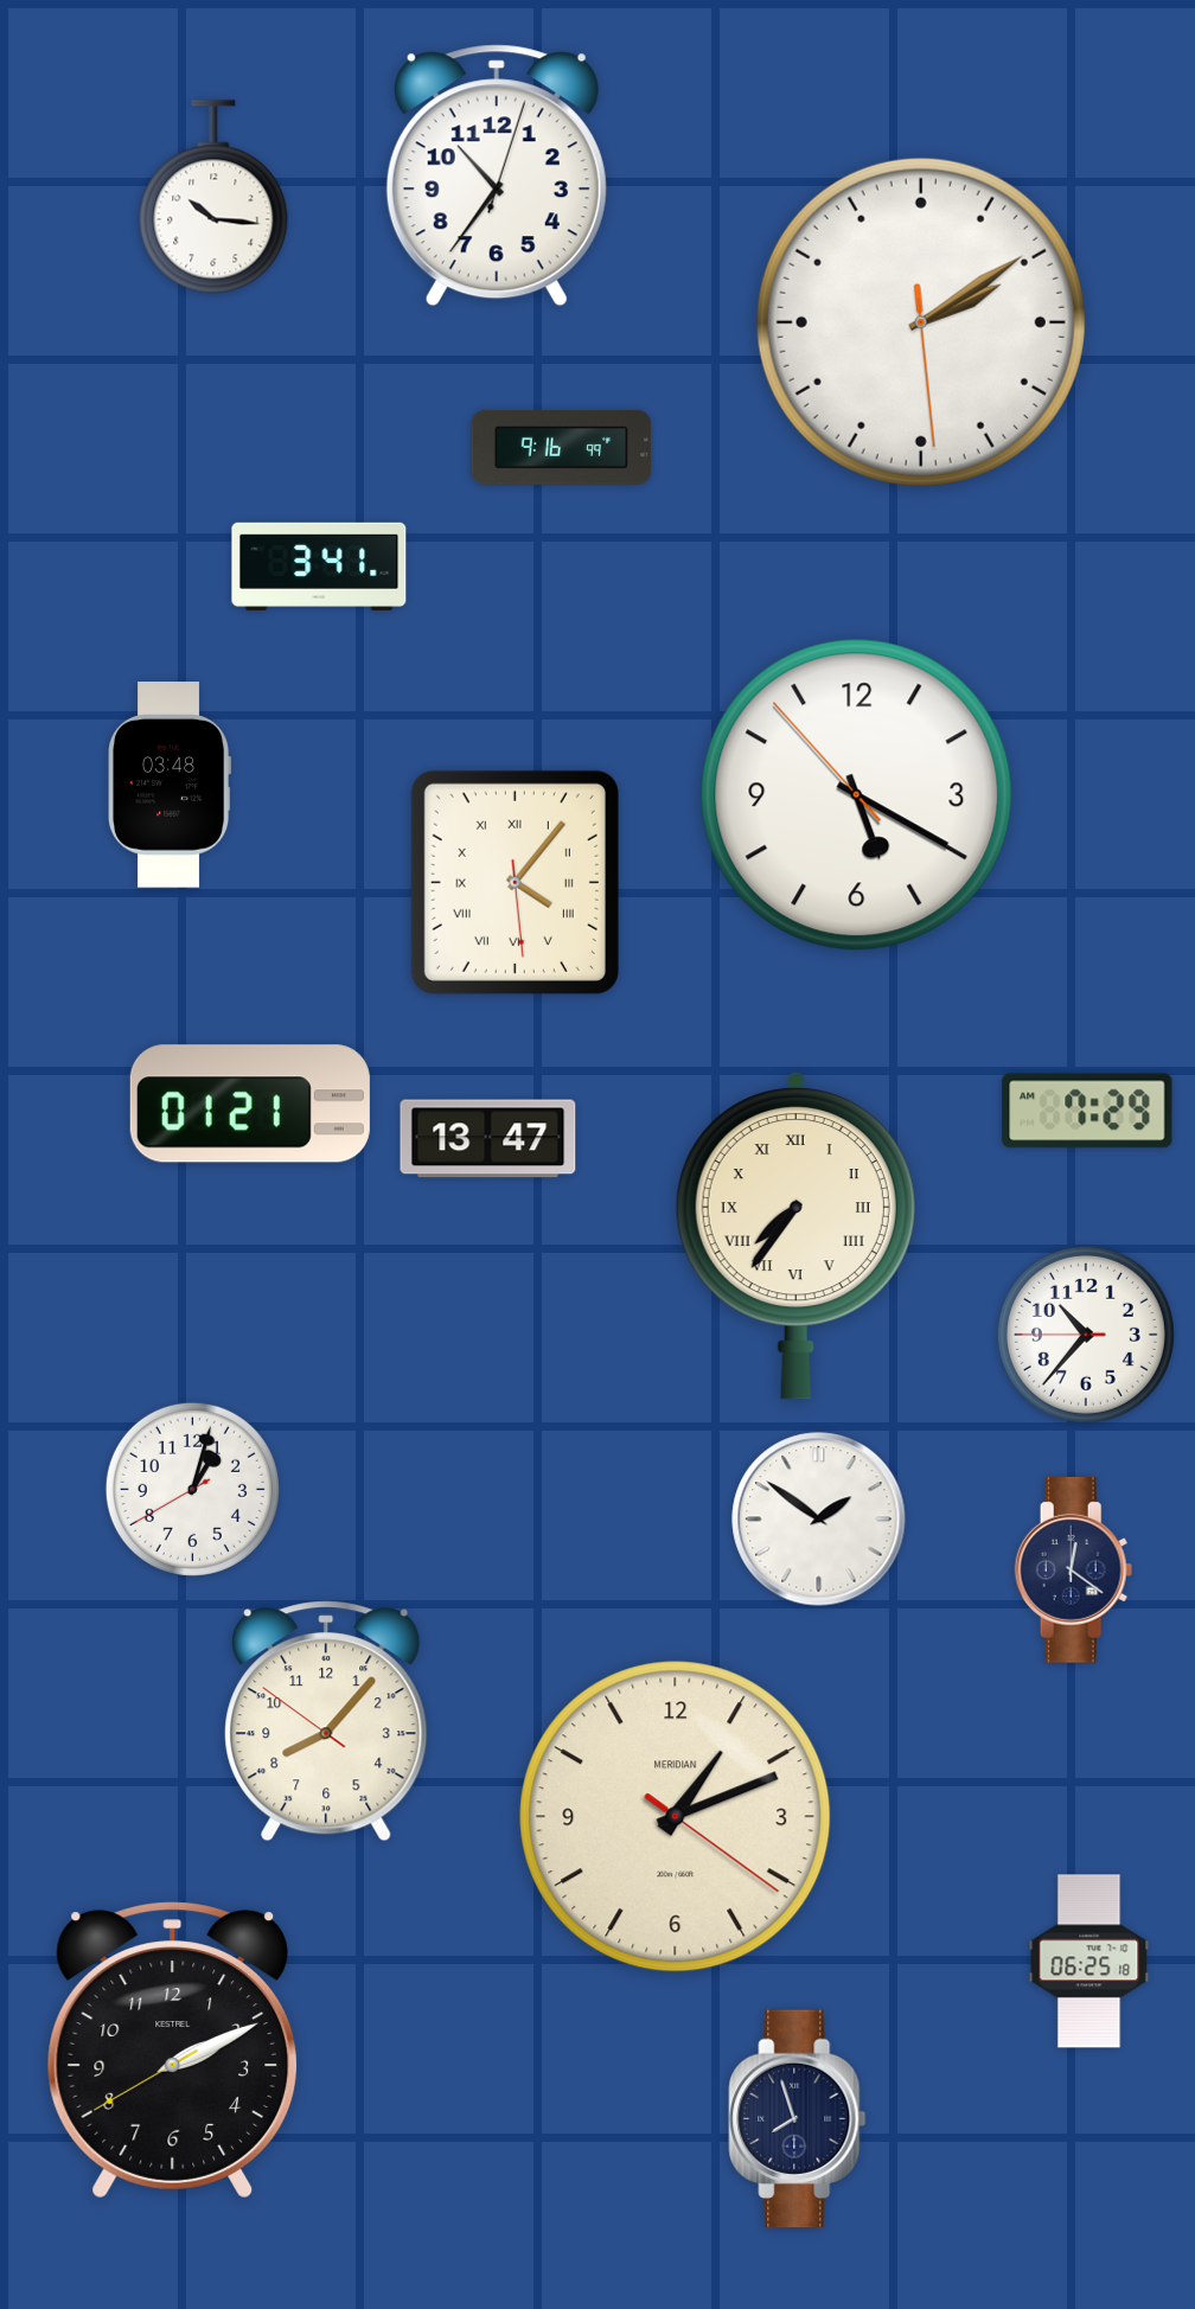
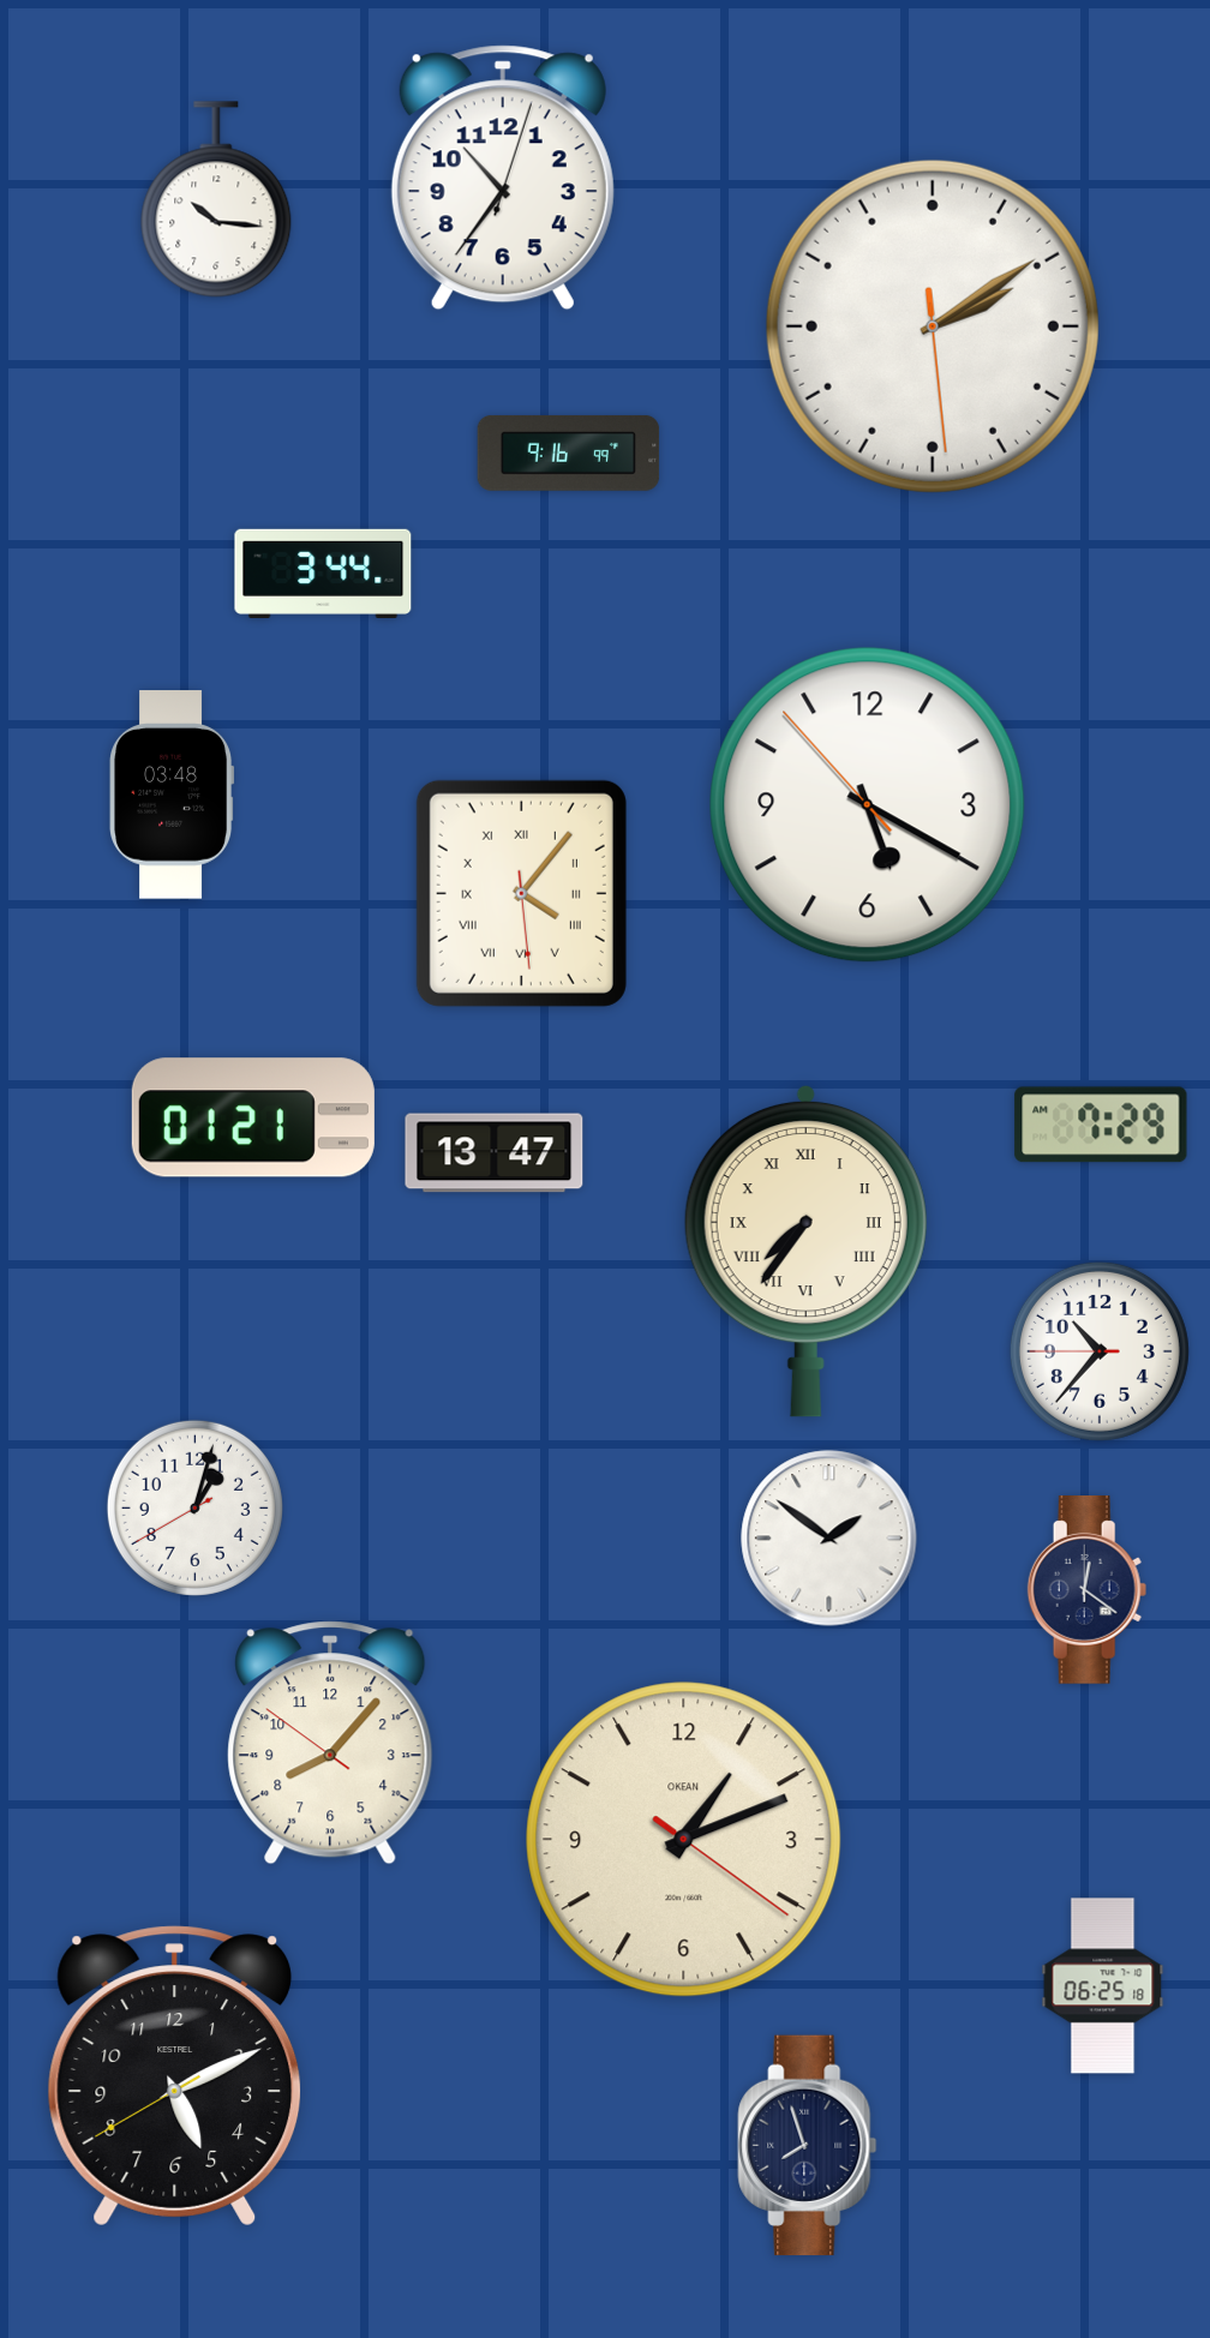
clock at (319, 567): 3:41 -> 3:44
clock at (676, 1817) brand: MERIDIAN -> OKEAN
clock at (173, 2051): 2:10 -> 5:10
